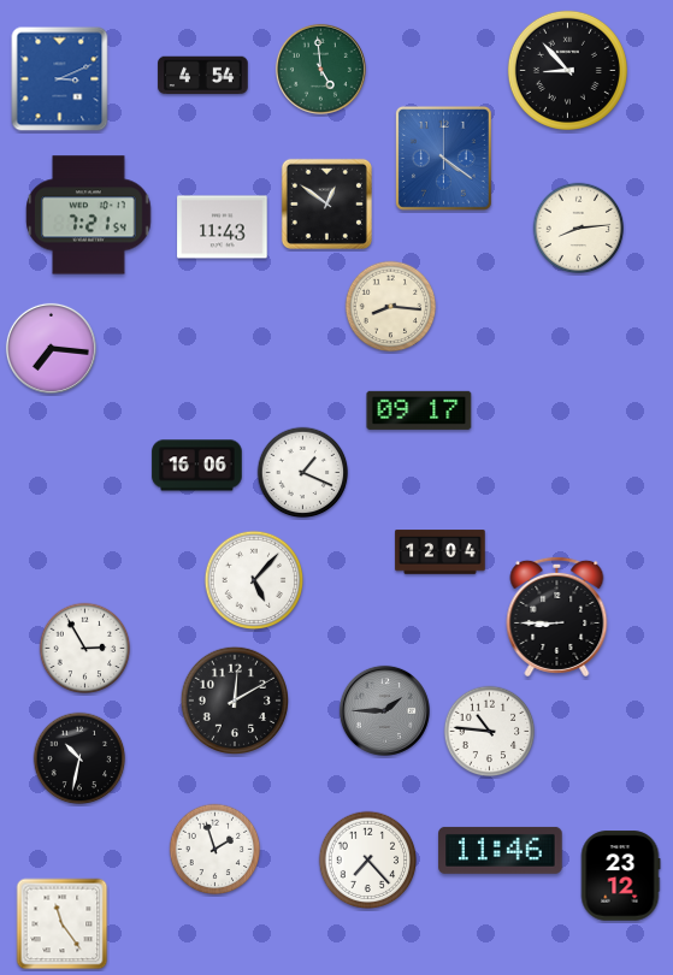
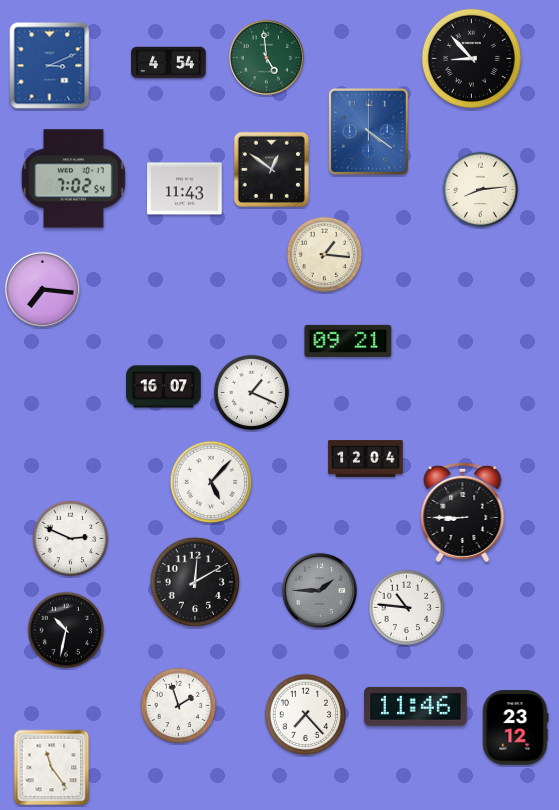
clock at (89, 215): 7:21 -> 7:02
clock at (391, 307): 8:16 -> 1:16
clock at (419, 410): 09:17 -> 09:21
clock at (197, 466): 16:06 -> 16:07
clock at (85, 649): 2:55 -> 2:49
